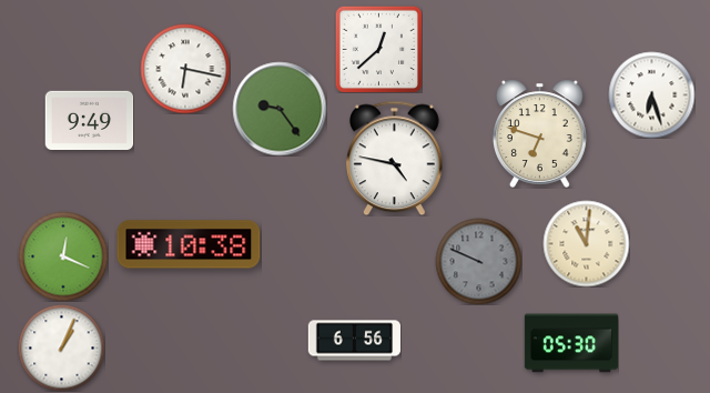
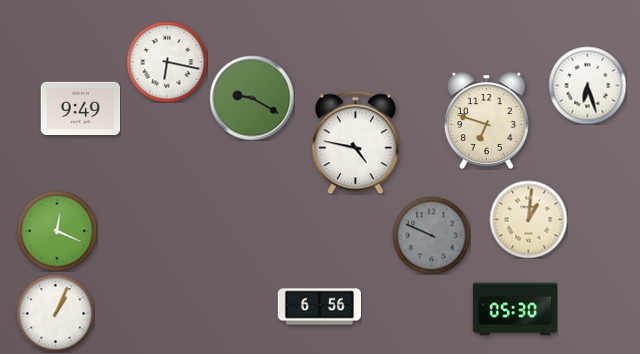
clock at (378, 49): 12:38 -> none
clock at (280, 109): 9:24 -> 9:20
clock at (586, 243): 11:01 -> 1:01
clock at (189, 244): 10:38 -> none
